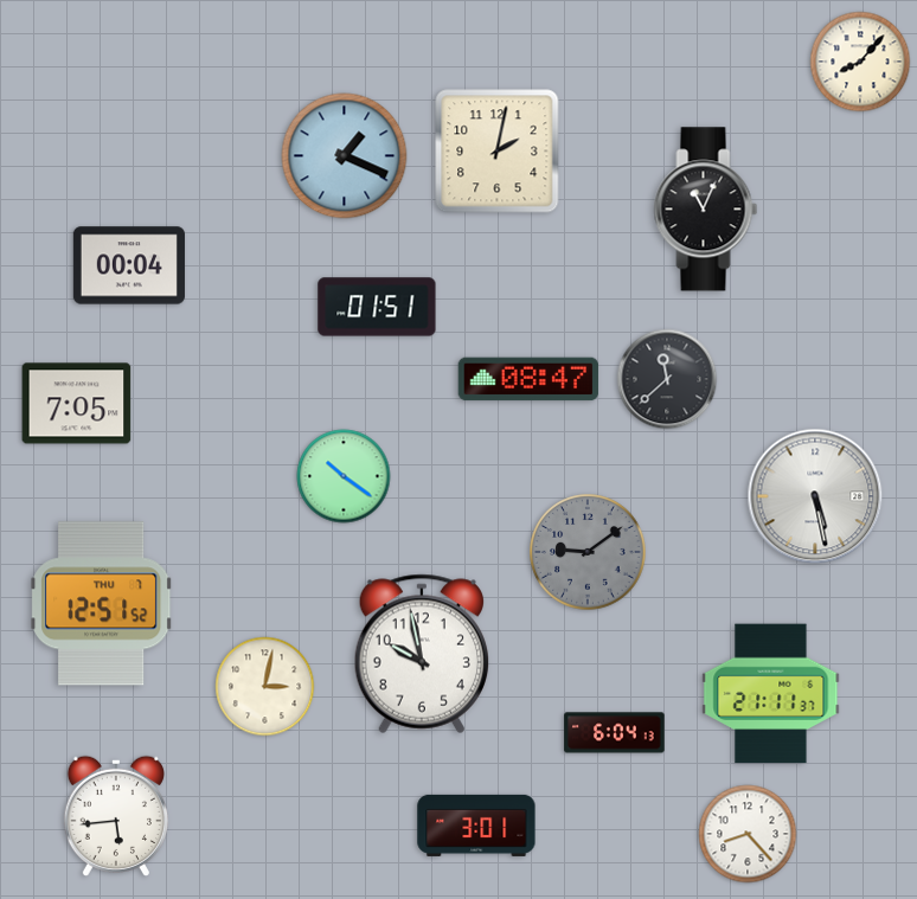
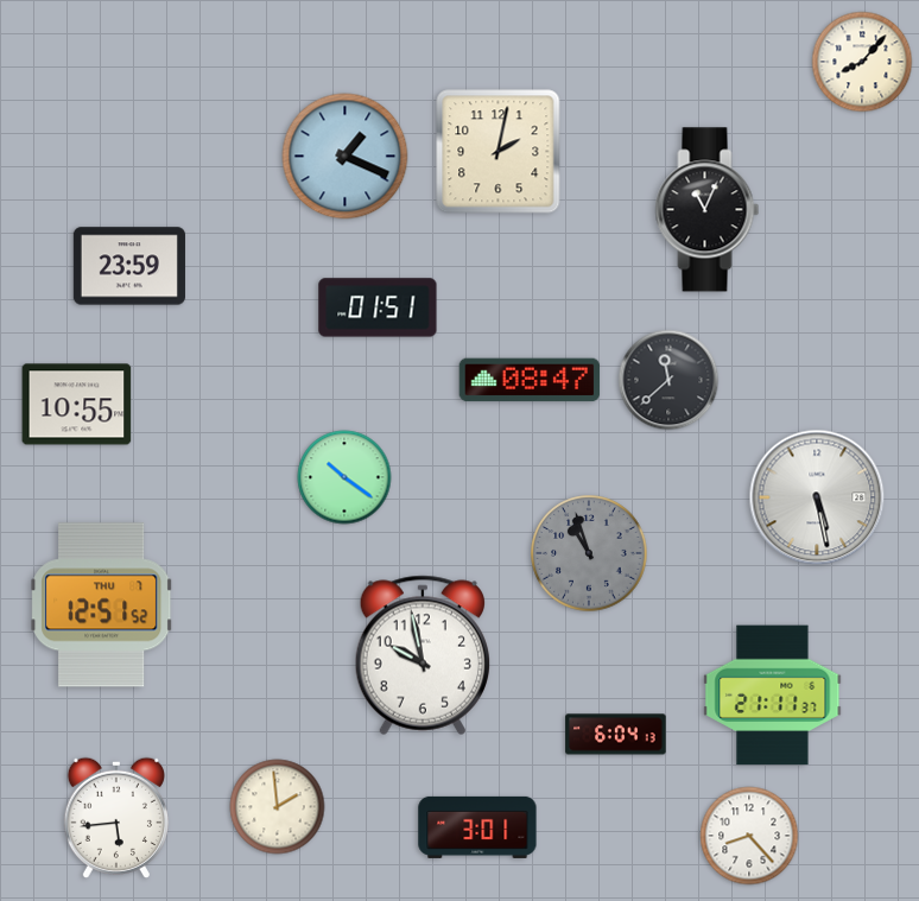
clock at (129, 265): 00:04 -> 23:59
clock at (77, 404): 7:05 -> 10:55
clock at (588, 552): 9:09 -> 10:57
clock at (265, 687): 3:02 -> none
clock at (278, 807): none -> 1:59
